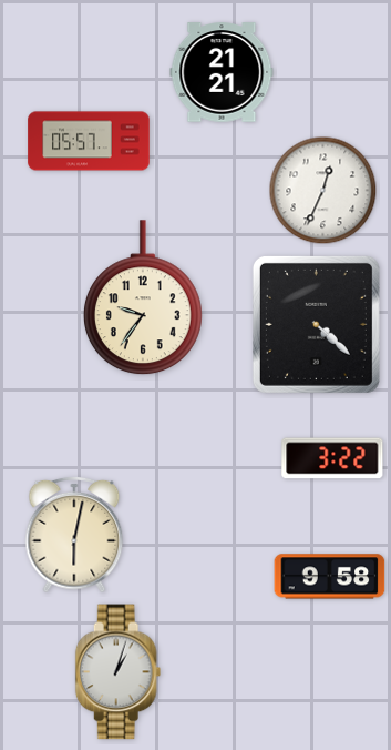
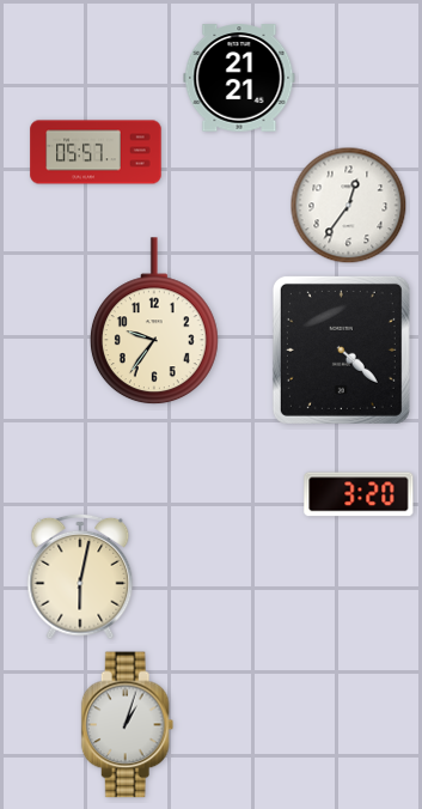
clock at (323, 191): 12:34 -> 12:36
clock at (332, 458): 3:22 -> 3:20
clock at (330, 577): 9:58 -> none
